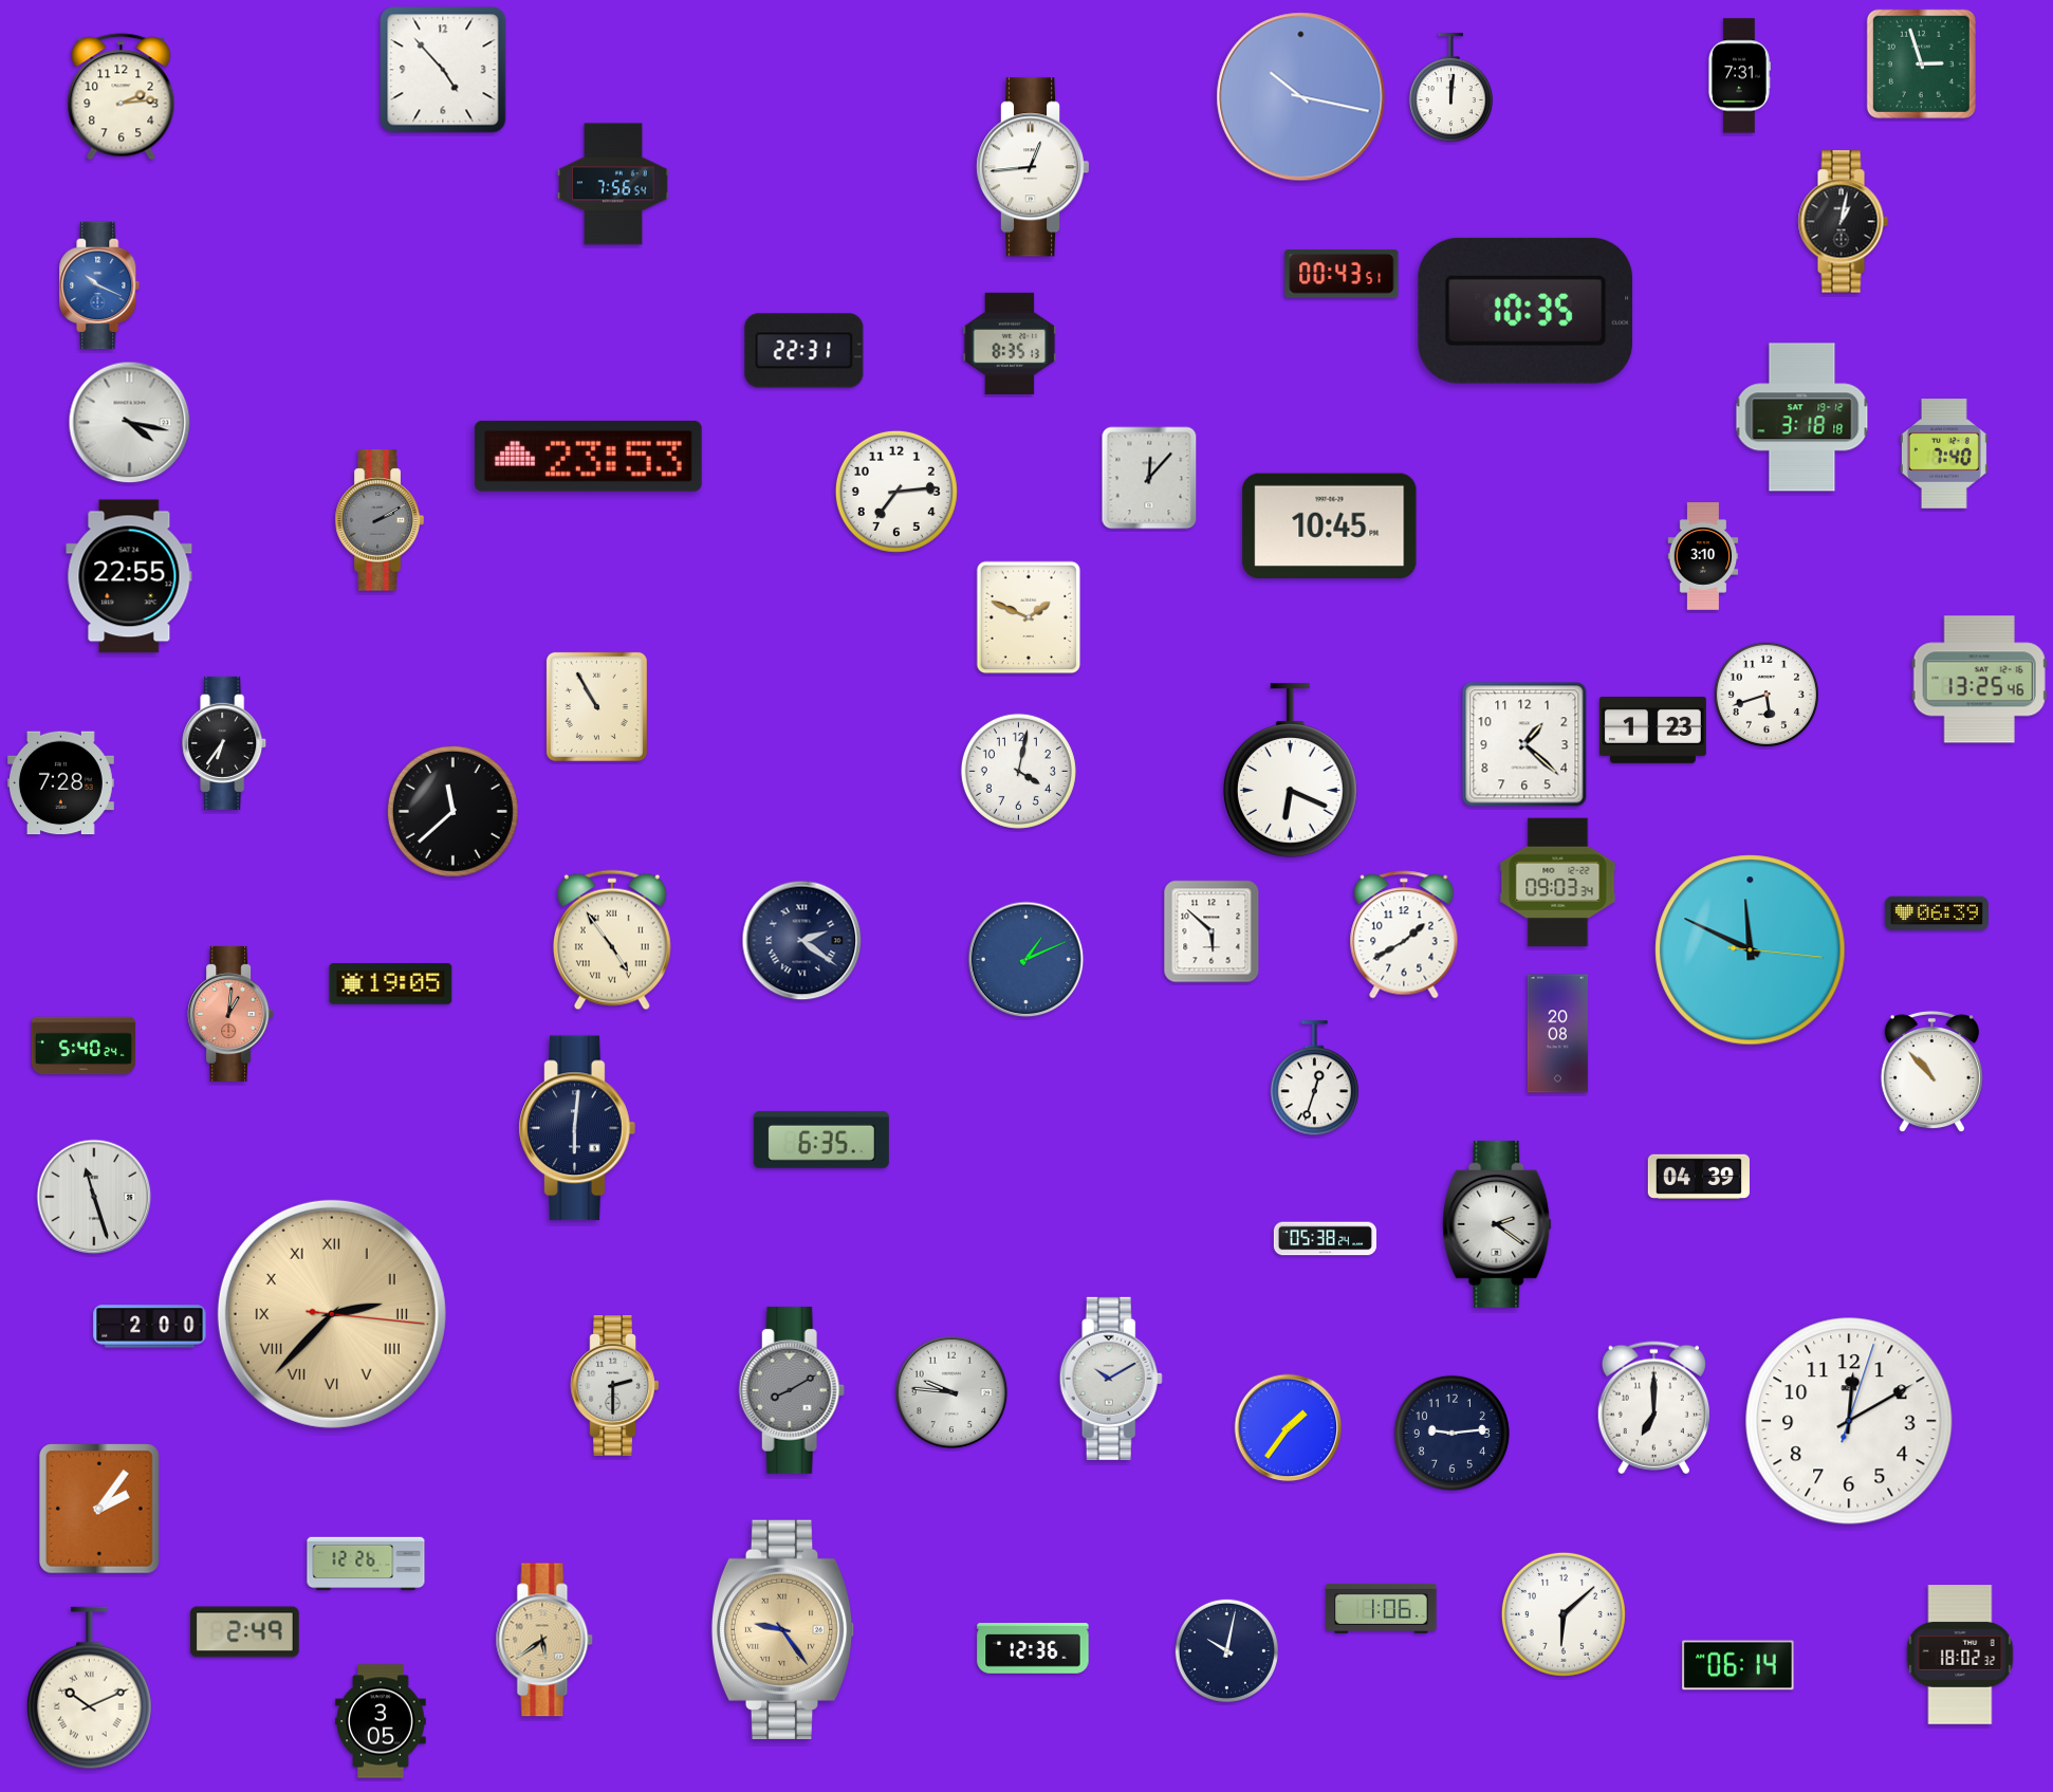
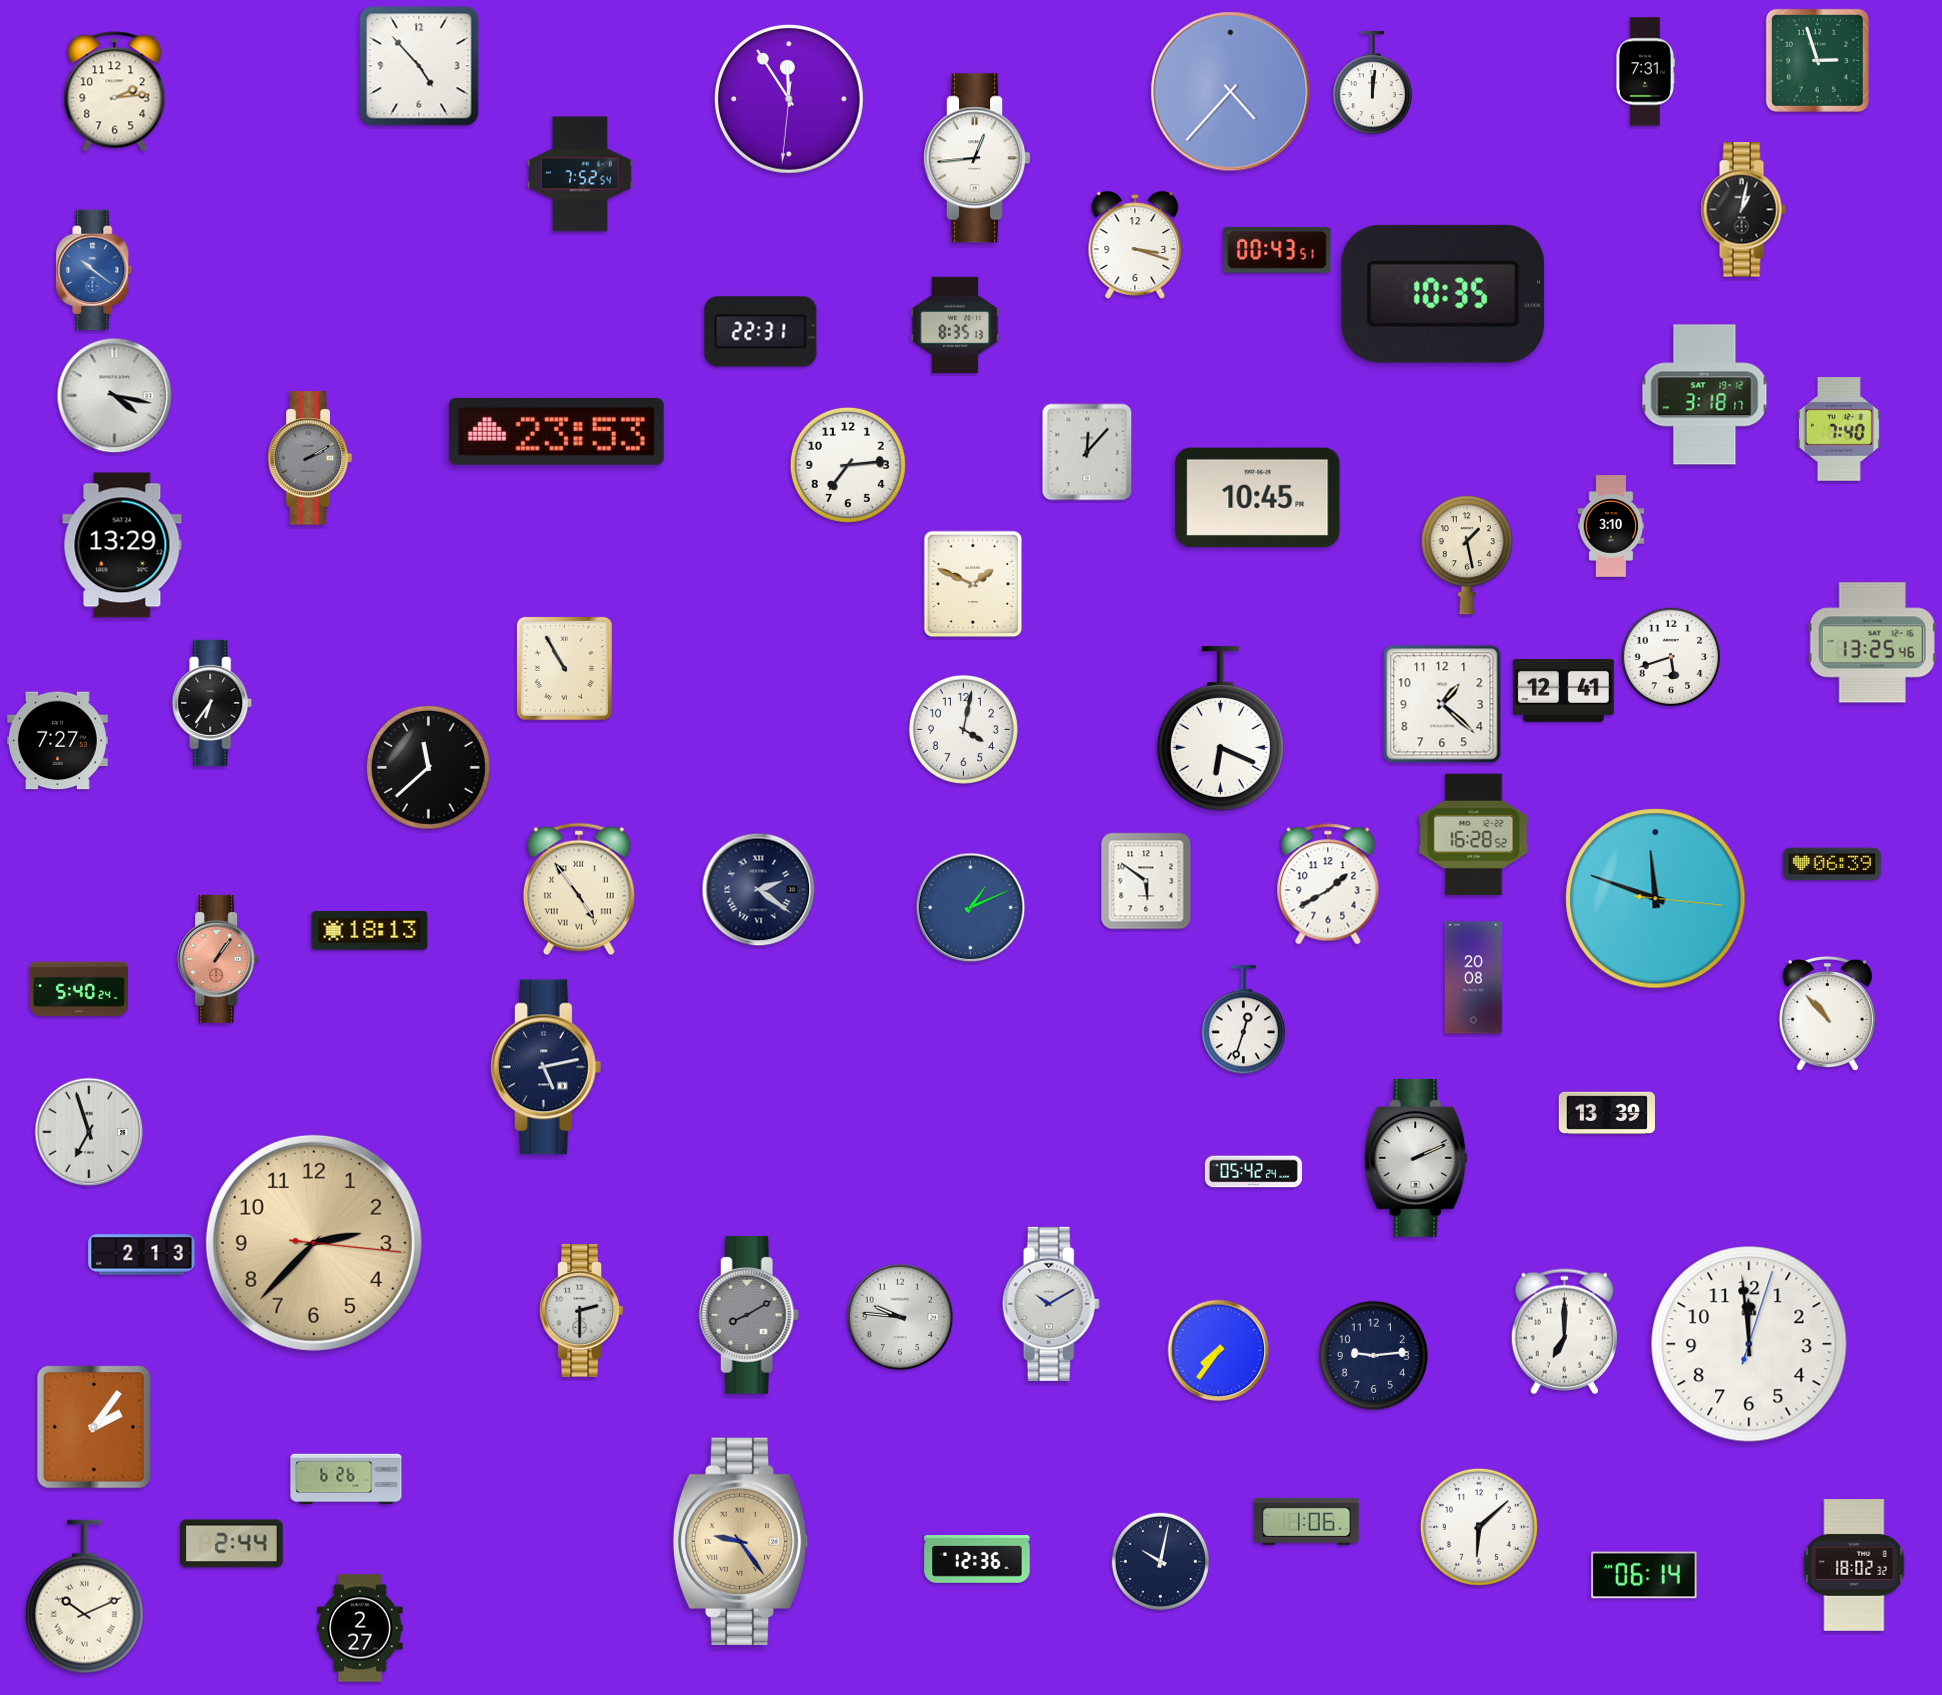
clock at (1301, 97): 10:17 -> 4:37
clock at (789, 99): none -> 11:54
clock at (613, 184): 7:56 -> 7:52
clock at (1135, 245): none -> 3:18
clock at (1342, 274) position: (1342, 274) -> (1277, 250)
clock at (99, 285): 10:19 -> 10:21
clock at (1802, 418): 3:18:18 -> 3:18:17
clock at (130, 423) position: (130, 423) -> (115, 396)
clock at (380, 520) position: (380, 520) -> (310, 458)
clock at (129, 576): 22:55 -> 13:29
clock at (1467, 555): none -> 1:28
clock at (1652, 731): 1:23 -> 12:41
clock at (60, 783): 7:28 -> 7:27
clock at (1558, 883): 09:03 -> 16:28
clock at (1212, 931): 5:52 -> 5:51
clock at (1751, 950): 11:49 -> 11:48
clock at (391, 984): 19:05 -> 18:13
clock at (230, 1014): 1:01 -> 1:06
clock at (577, 1128): 6:01 -> 5:13
clock at (821, 1140): 6:35 -> none
clock at (1699, 1177): 04:39 -> 13:39
clock at (94, 1197): 11:27 -> 6:57
clock at (1497, 1224): 2:21 -> 2:11
clock at (1325, 1239): 05:38 -> 05:42
clock at (332, 1314) numerals: Roman -> Arabic
clock at (150, 1327): 2:00 -> 2:13
clock at (1849, 1421): 12:10 -> 11:59
clock at (1289, 1428): 1:36 -> 7:36
clock at (366, 1564): 12:26 -> 6:26
clock at (245, 1632): 2:49 -> 2:44
clock at (544, 1640): 5:39 -> none
clock at (381, 1721): 3:05 -> 2:27
